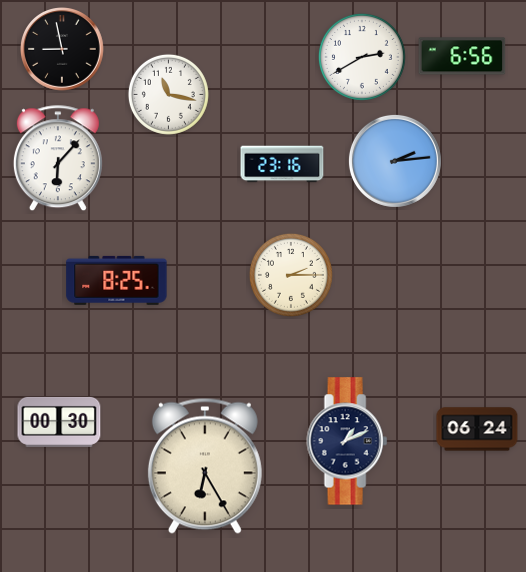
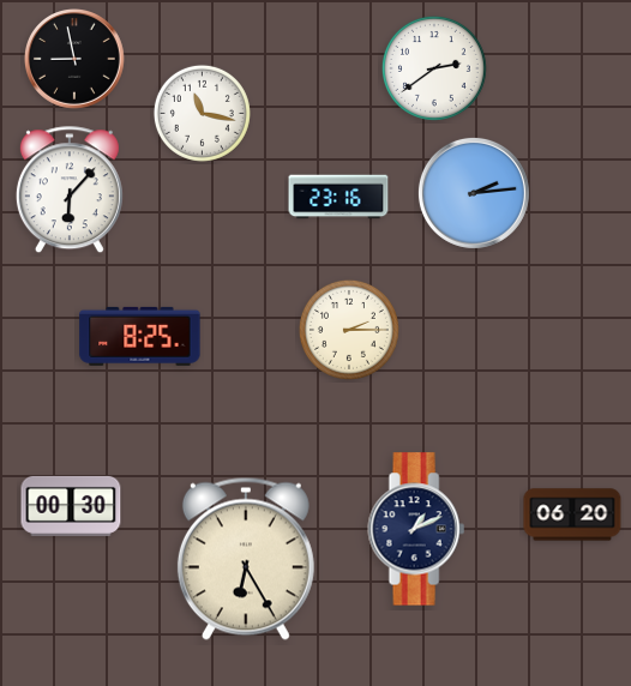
clock at (462, 56): 6:56 -> none
clock at (362, 57): 2:40 -> 2:39
clock at (477, 429): 06:24 -> 06:20
